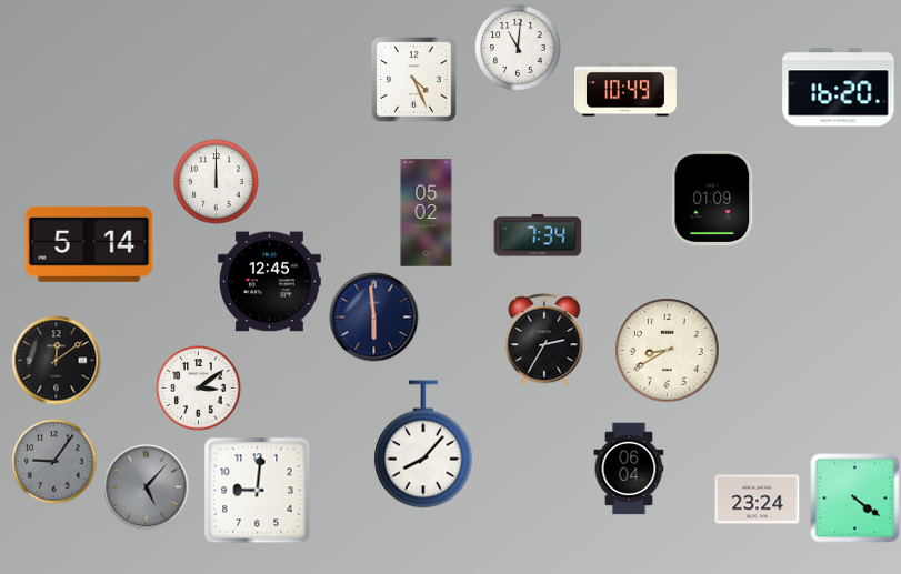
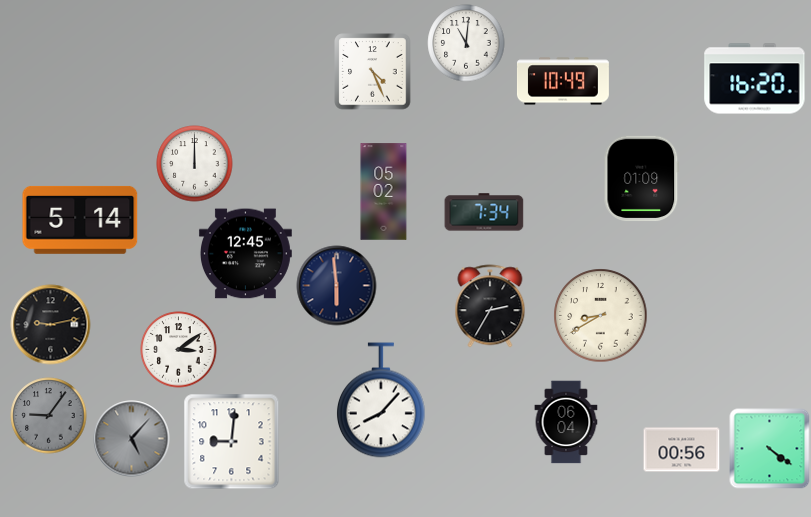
clock at (269, 282) position: (269, 282) -> (245, 254)
clock at (57, 361): 12:09 -> 9:13
clock at (758, 500): 23:24 -> 00:56
